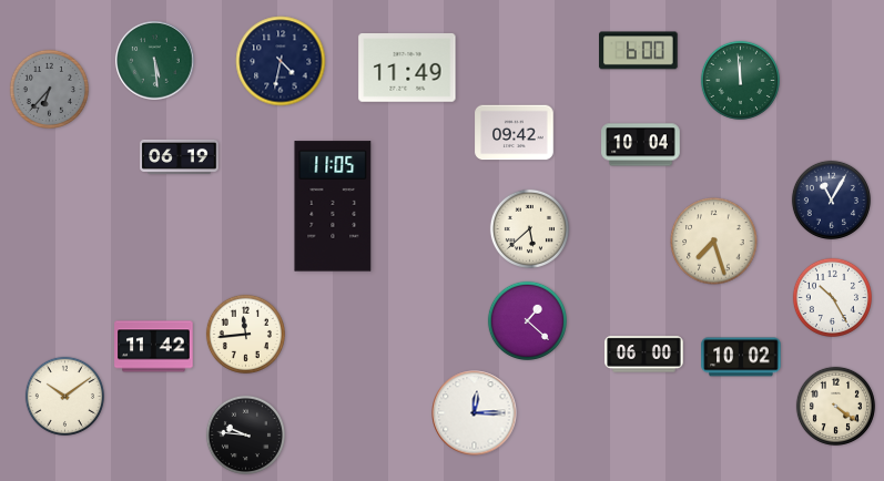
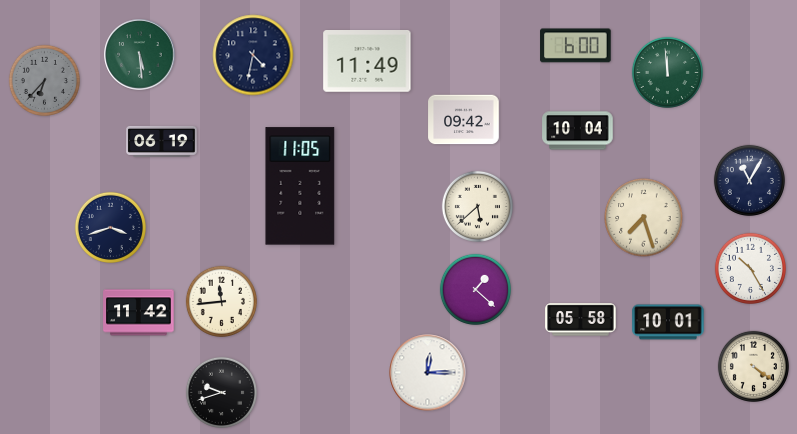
clock at (110, 227): none -> 3:42
clock at (644, 355): 06:00 -> 05:58
clock at (741, 357): 10:02 -> 10:01
clock at (64, 396): 10:09 -> none
clock at (245, 434): 9:46 -> 9:42
